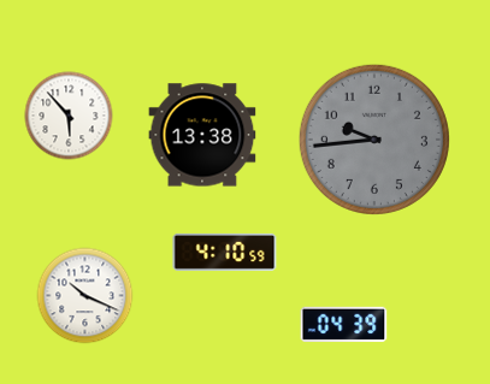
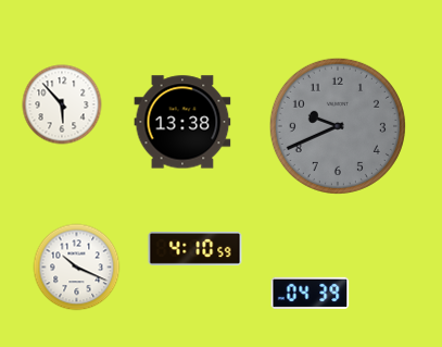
clock at (374, 140): 9:44 -> 9:41
clock at (225, 252) position: (225, 252) -> (195, 248)
